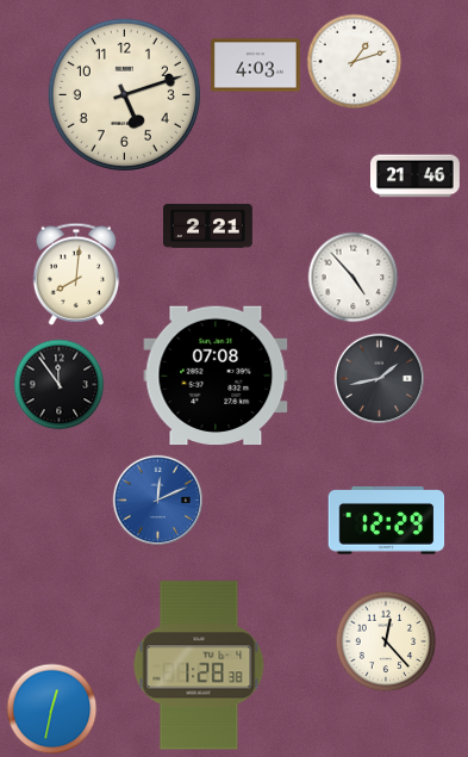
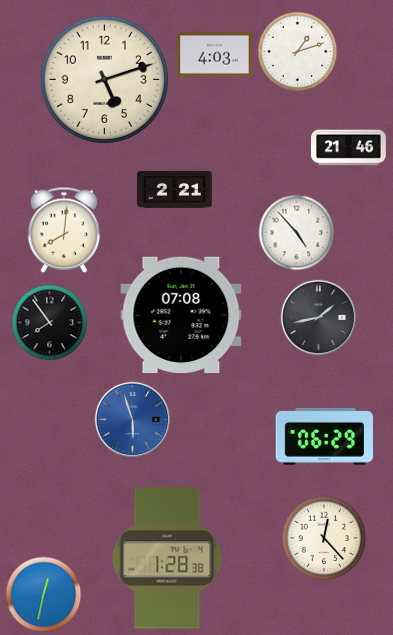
clock at (60, 385): 11:54 -> 7:54
clock at (157, 500): 12:11 -> 5:57
clock at (387, 520): 12:29 -> 06:29
